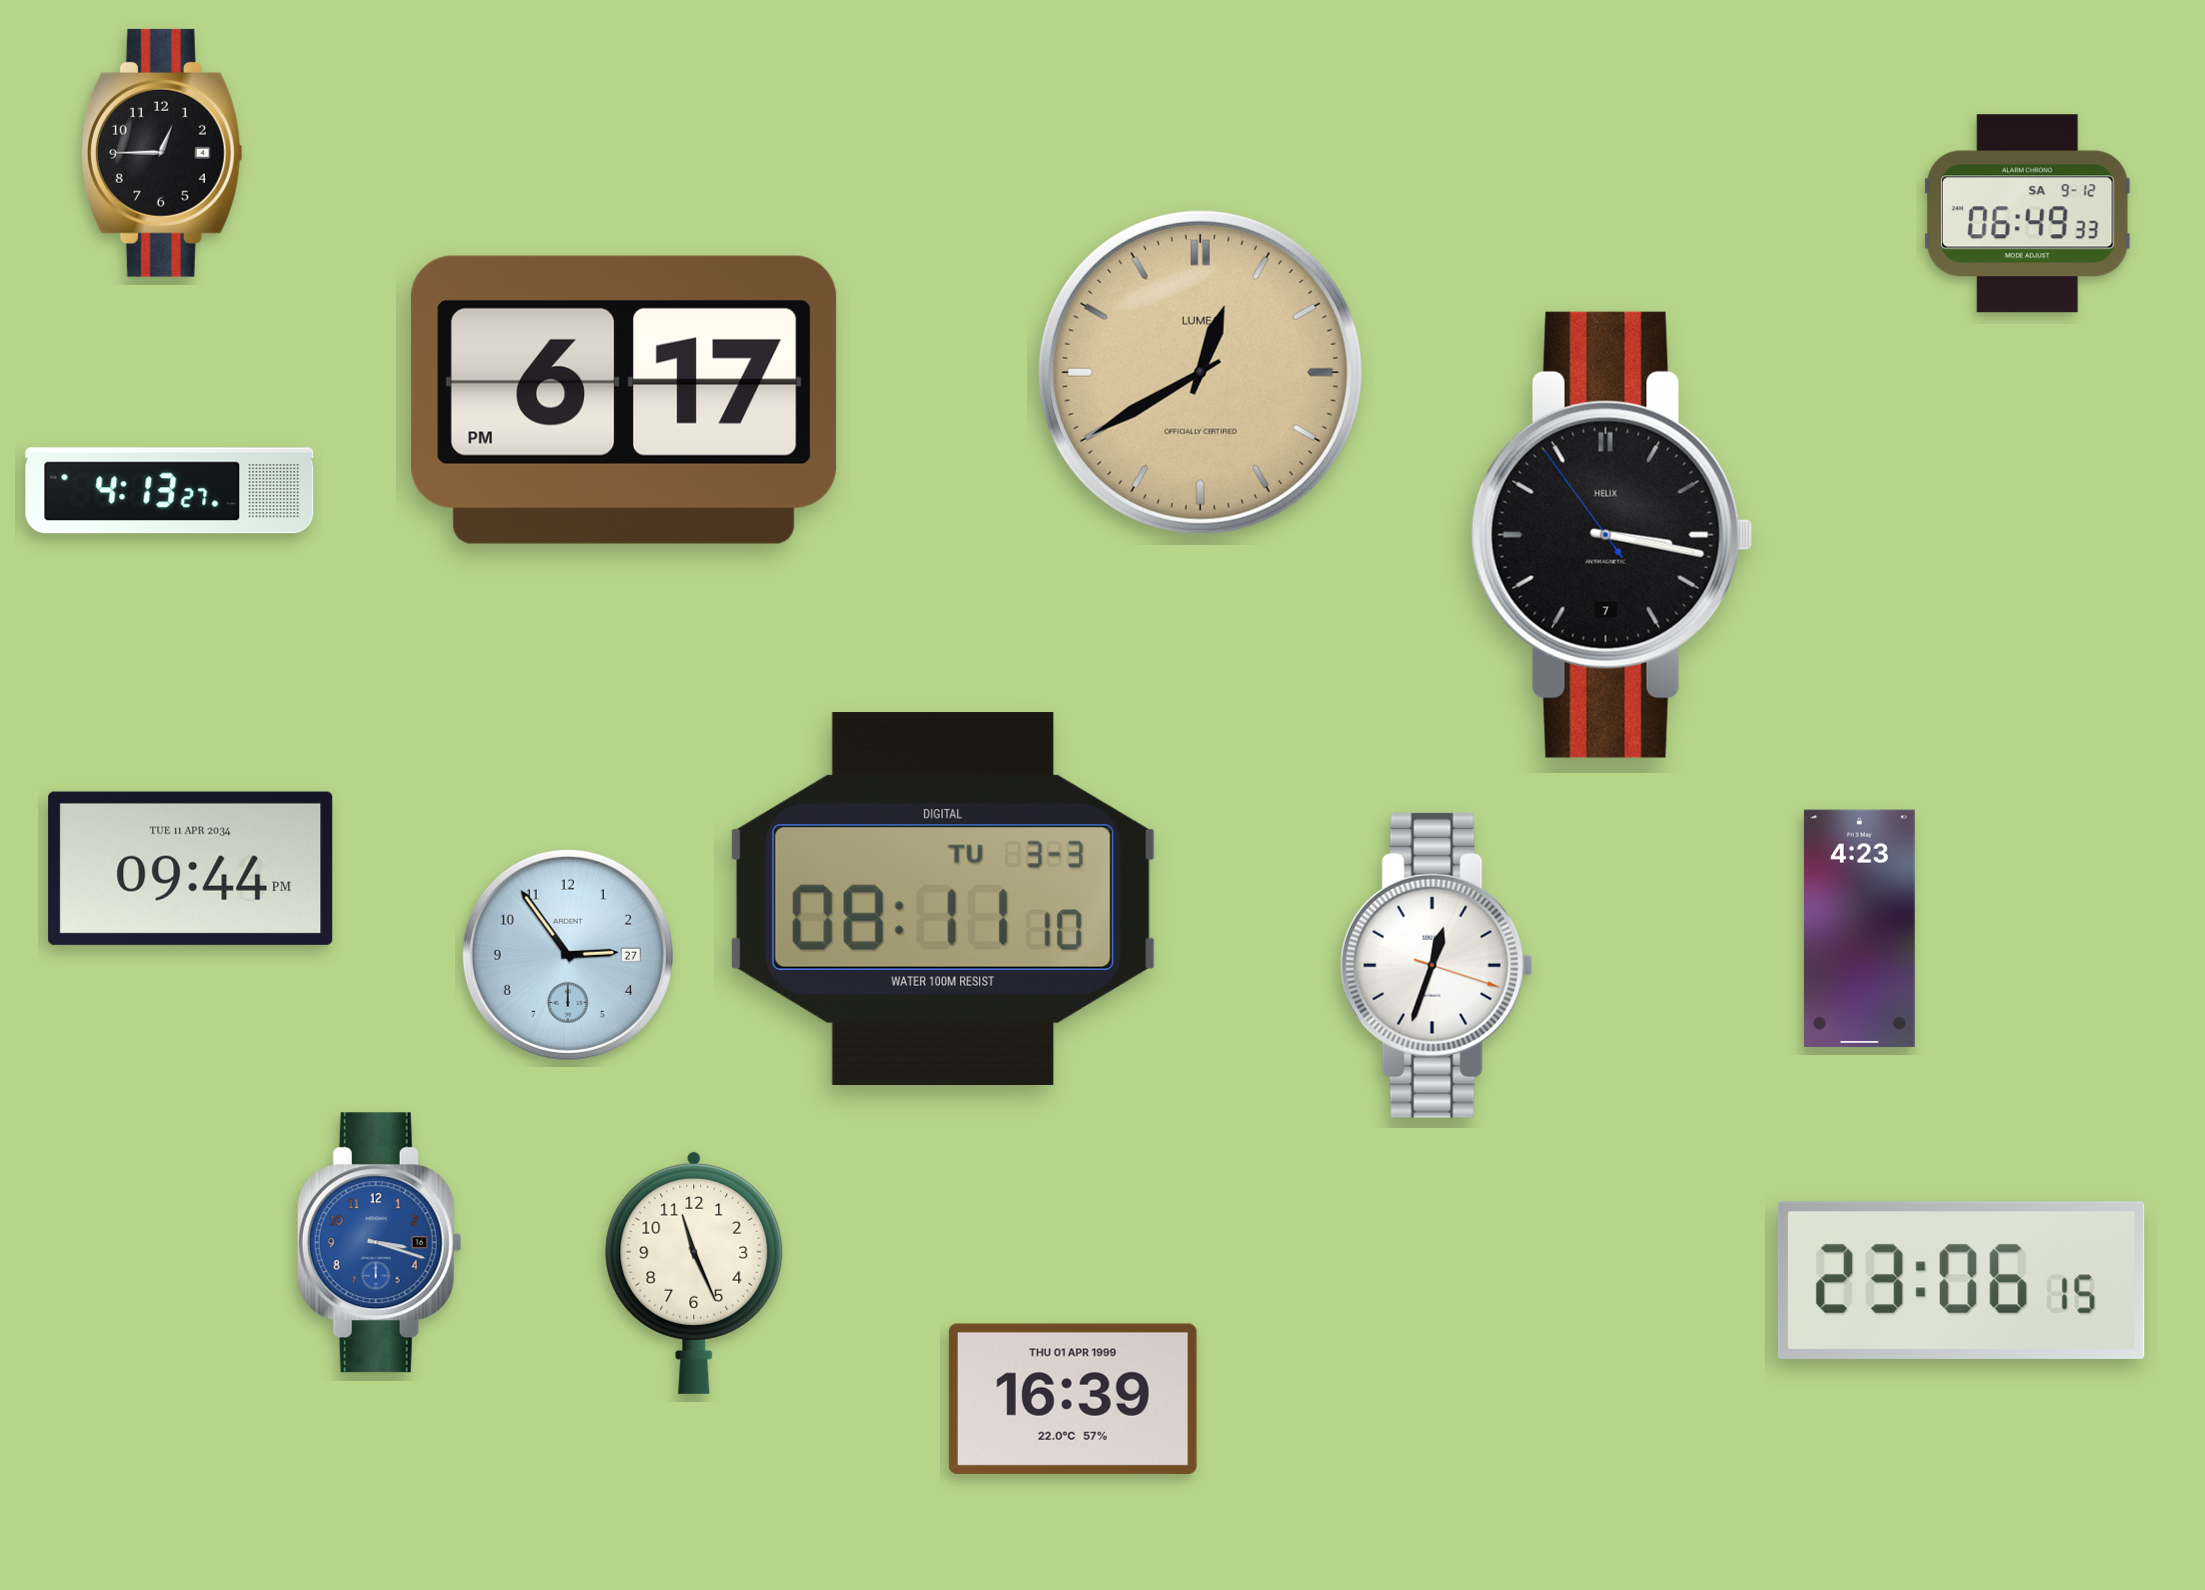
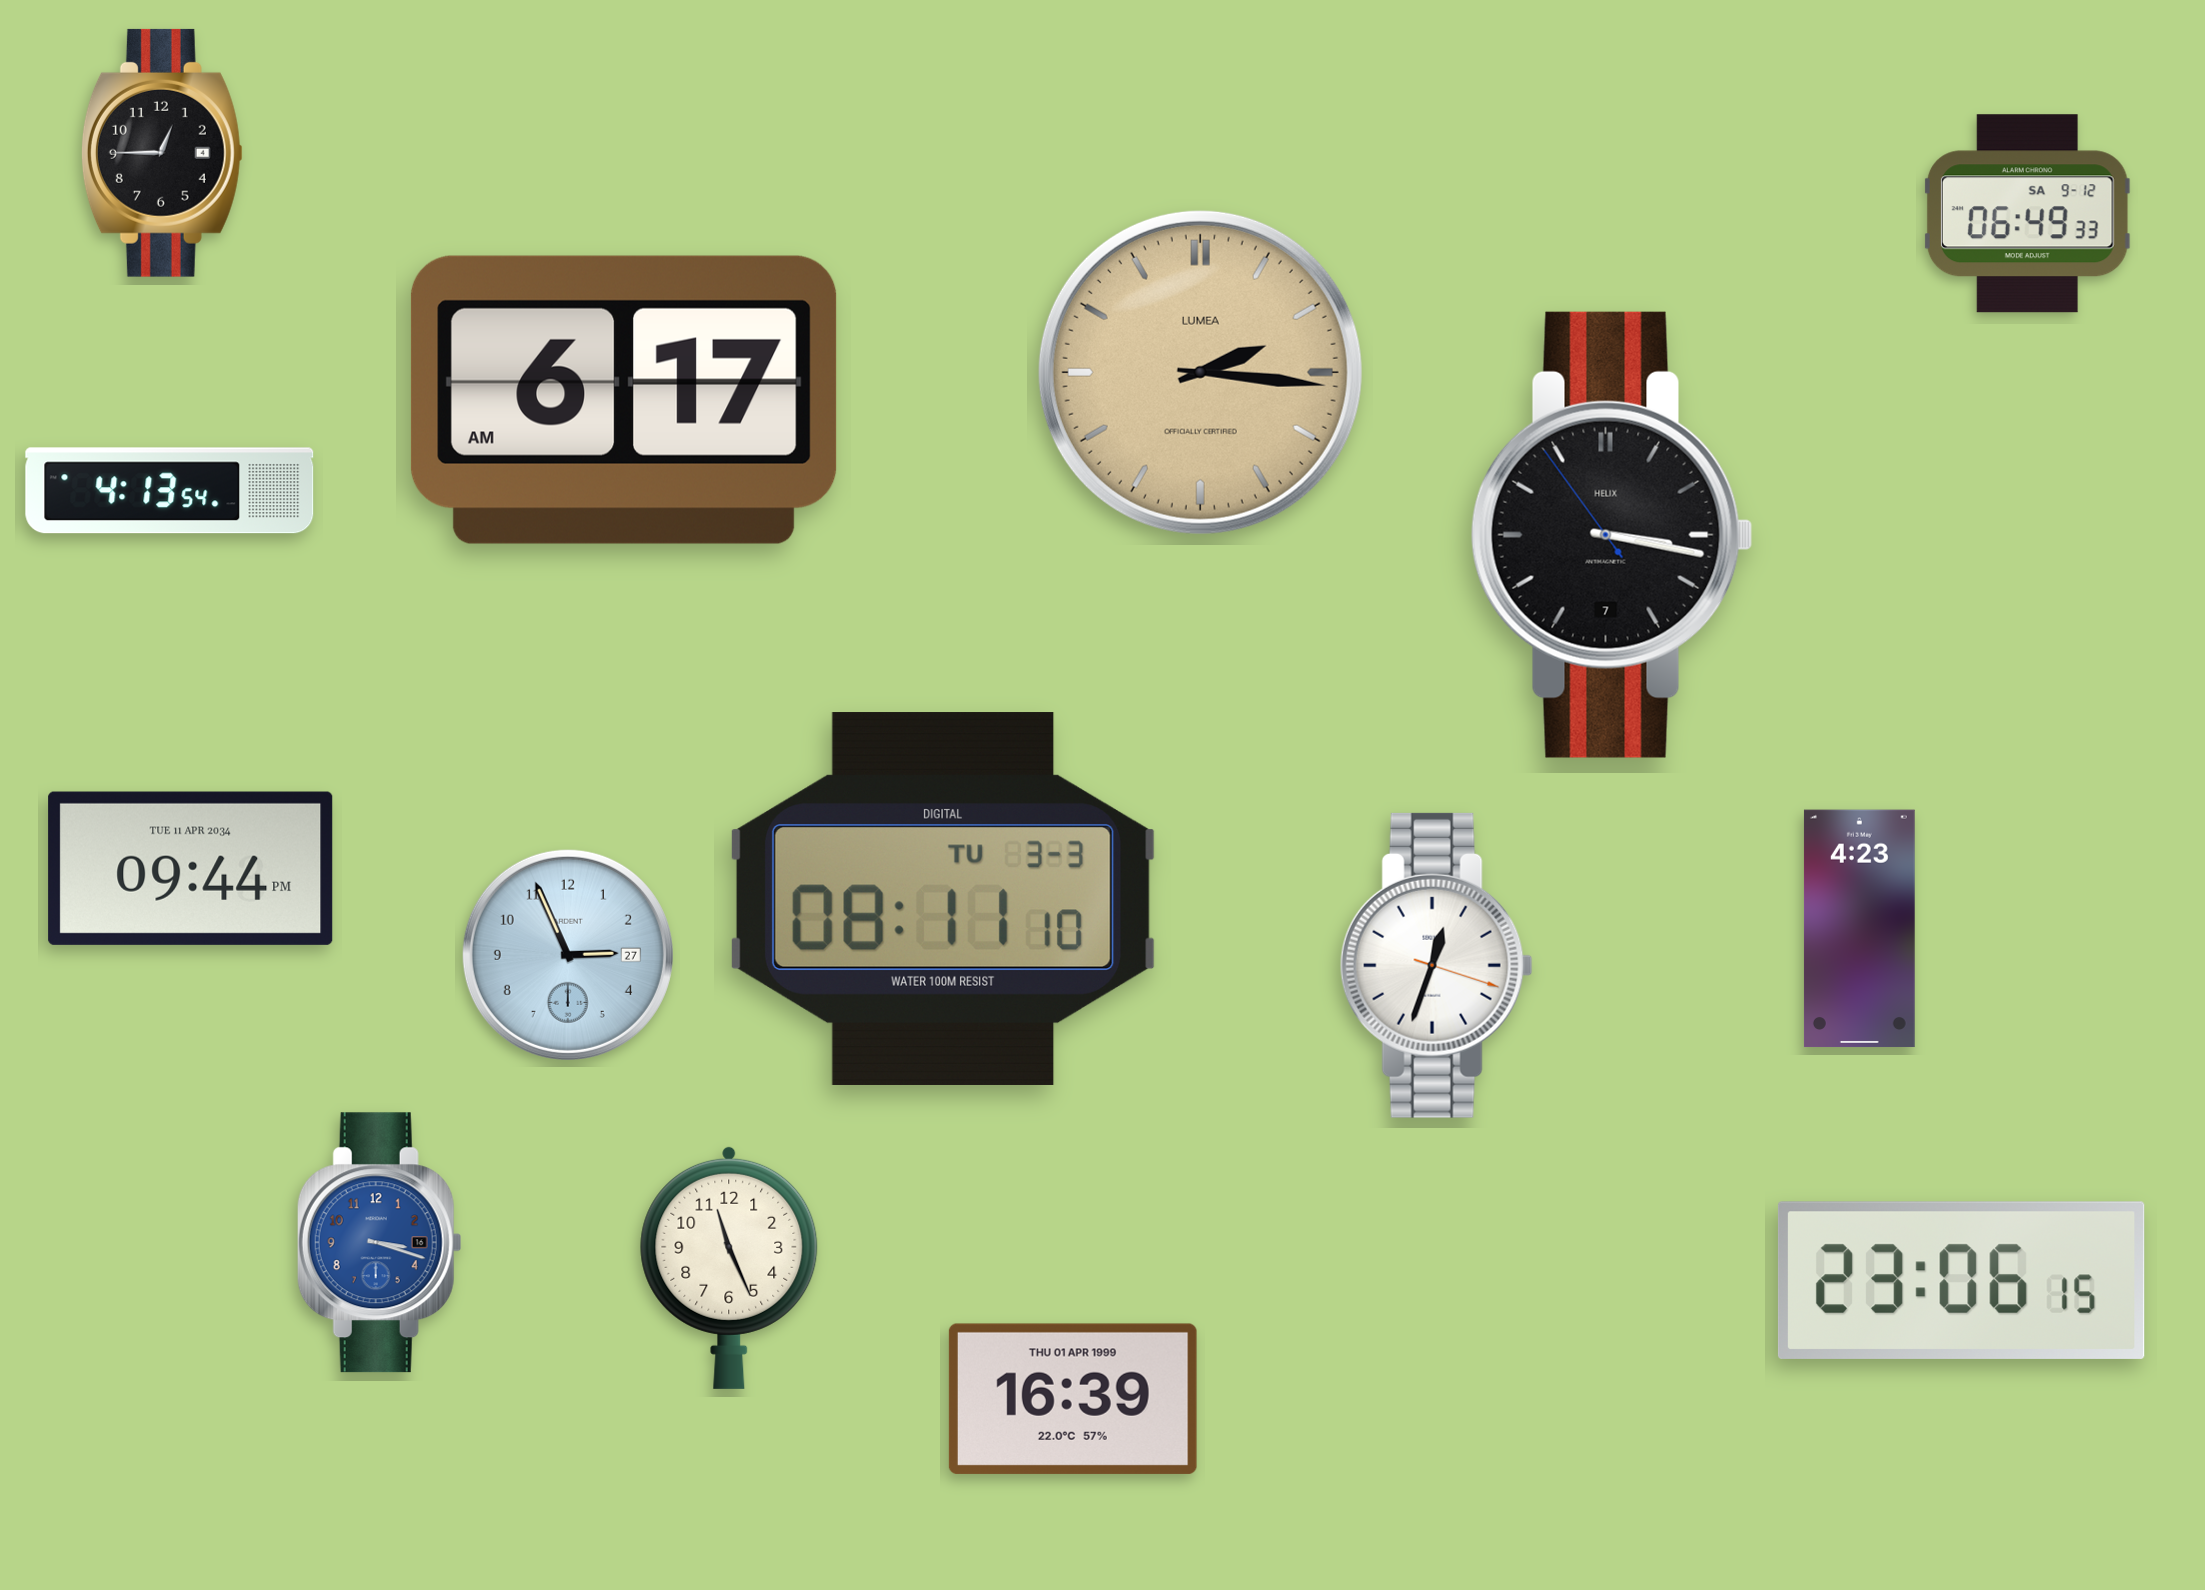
clock at (1200, 372): 12:40 -> 2:16
clock at (624, 400): 6:17 PM -> 6:17 AM
clock at (170, 491): 4:13:27 -> 4:13:54
clock at (568, 955): 2:54 -> 2:56
clock at (694, 1272) position: (694, 1272) -> (729, 1267)
